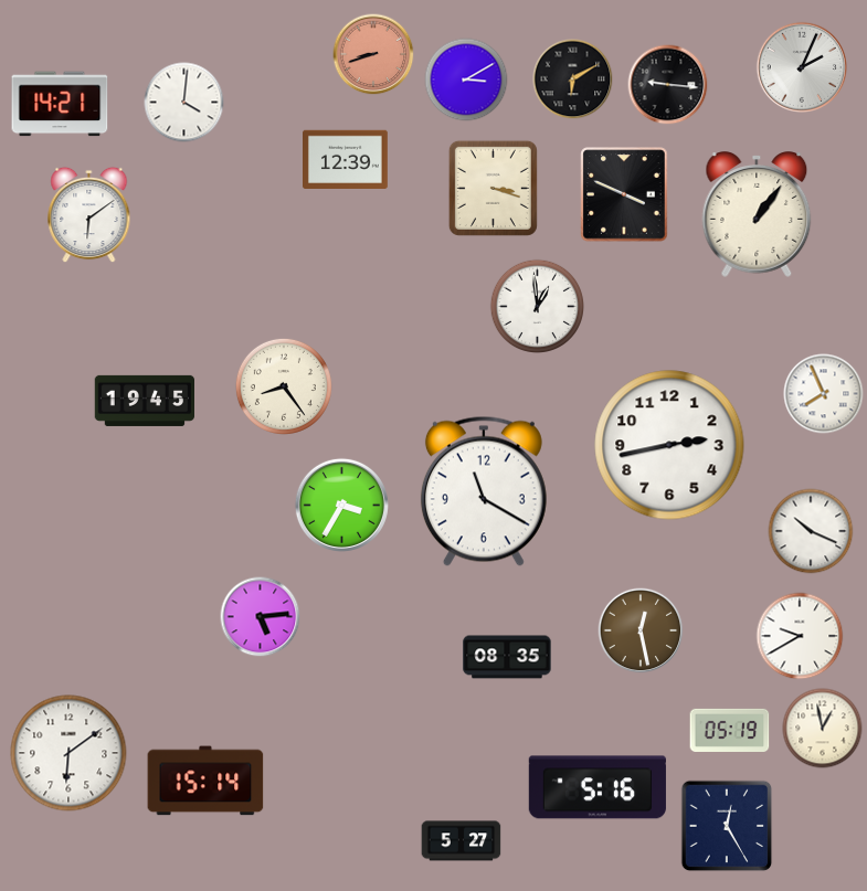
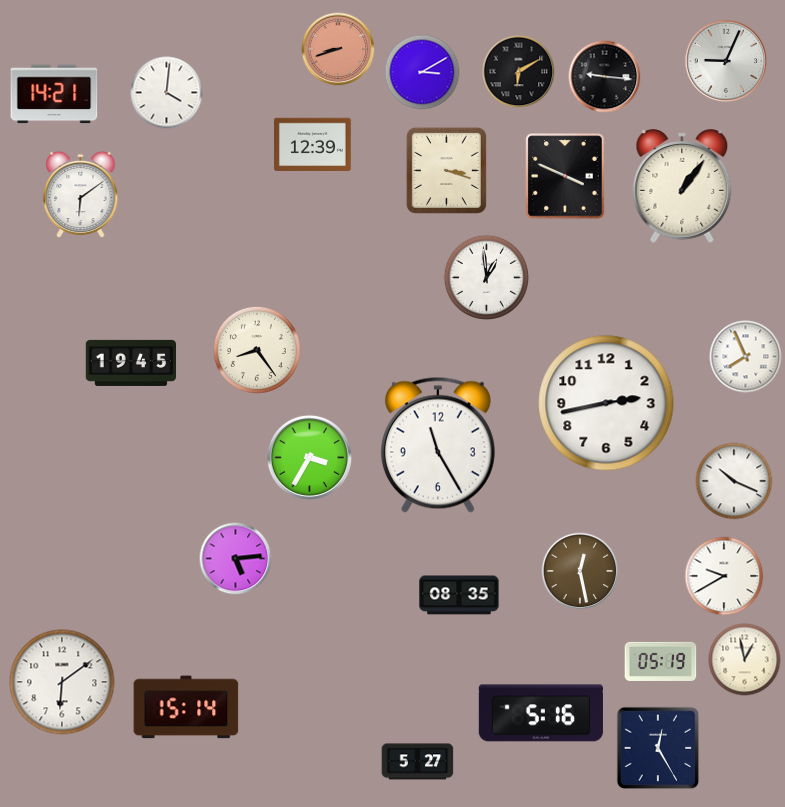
clock at (801, 66): 2:04 -> 9:04
clock at (757, 214) position: (757, 214) -> (682, 186)
clock at (484, 491): 11:20 -> 11:25
